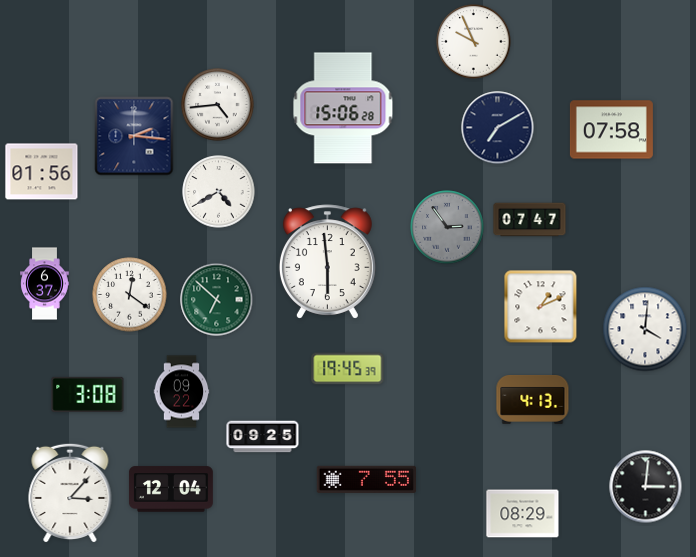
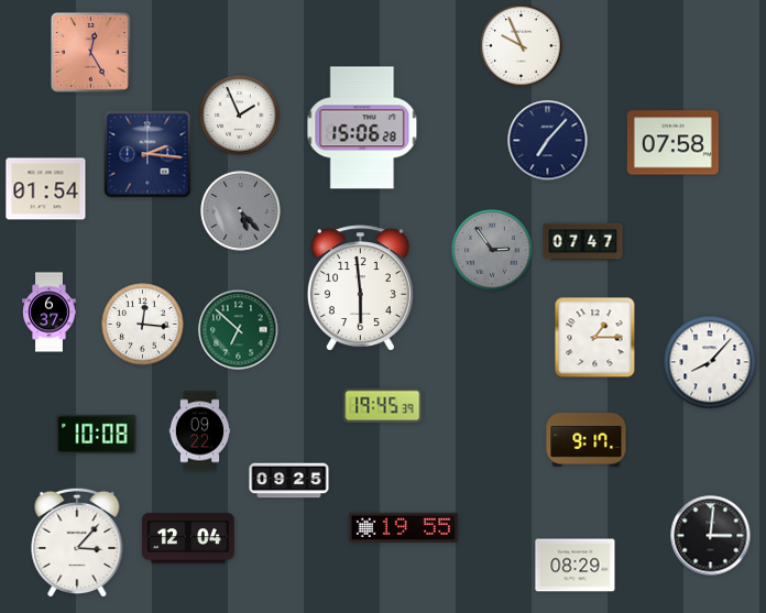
clock at (91, 53): none -> 12:25
clock at (218, 105): 4:44 -> 1:56
clock at (343, 108) position: (343, 108) -> (362, 128)
clock at (498, 128): 7:10 -> 7:07
clock at (134, 136) position: (134, 136) -> (147, 154)
clock at (42, 172): 01:56 -> 01:54
clock at (219, 192): 4:40 -> 5:23
clock at (219, 192) dial: white -> grey
clock at (130, 295): 12:21 -> 12:16
clock at (541, 307): 1:11 -> 1:15
clock at (645, 329): 4:01 -> 8:07
clock at (88, 394): 3:08 -> 10:08
clock at (533, 400): 4:13 -> 9:17
clock at (366, 479): 7:55 -> 19:55
